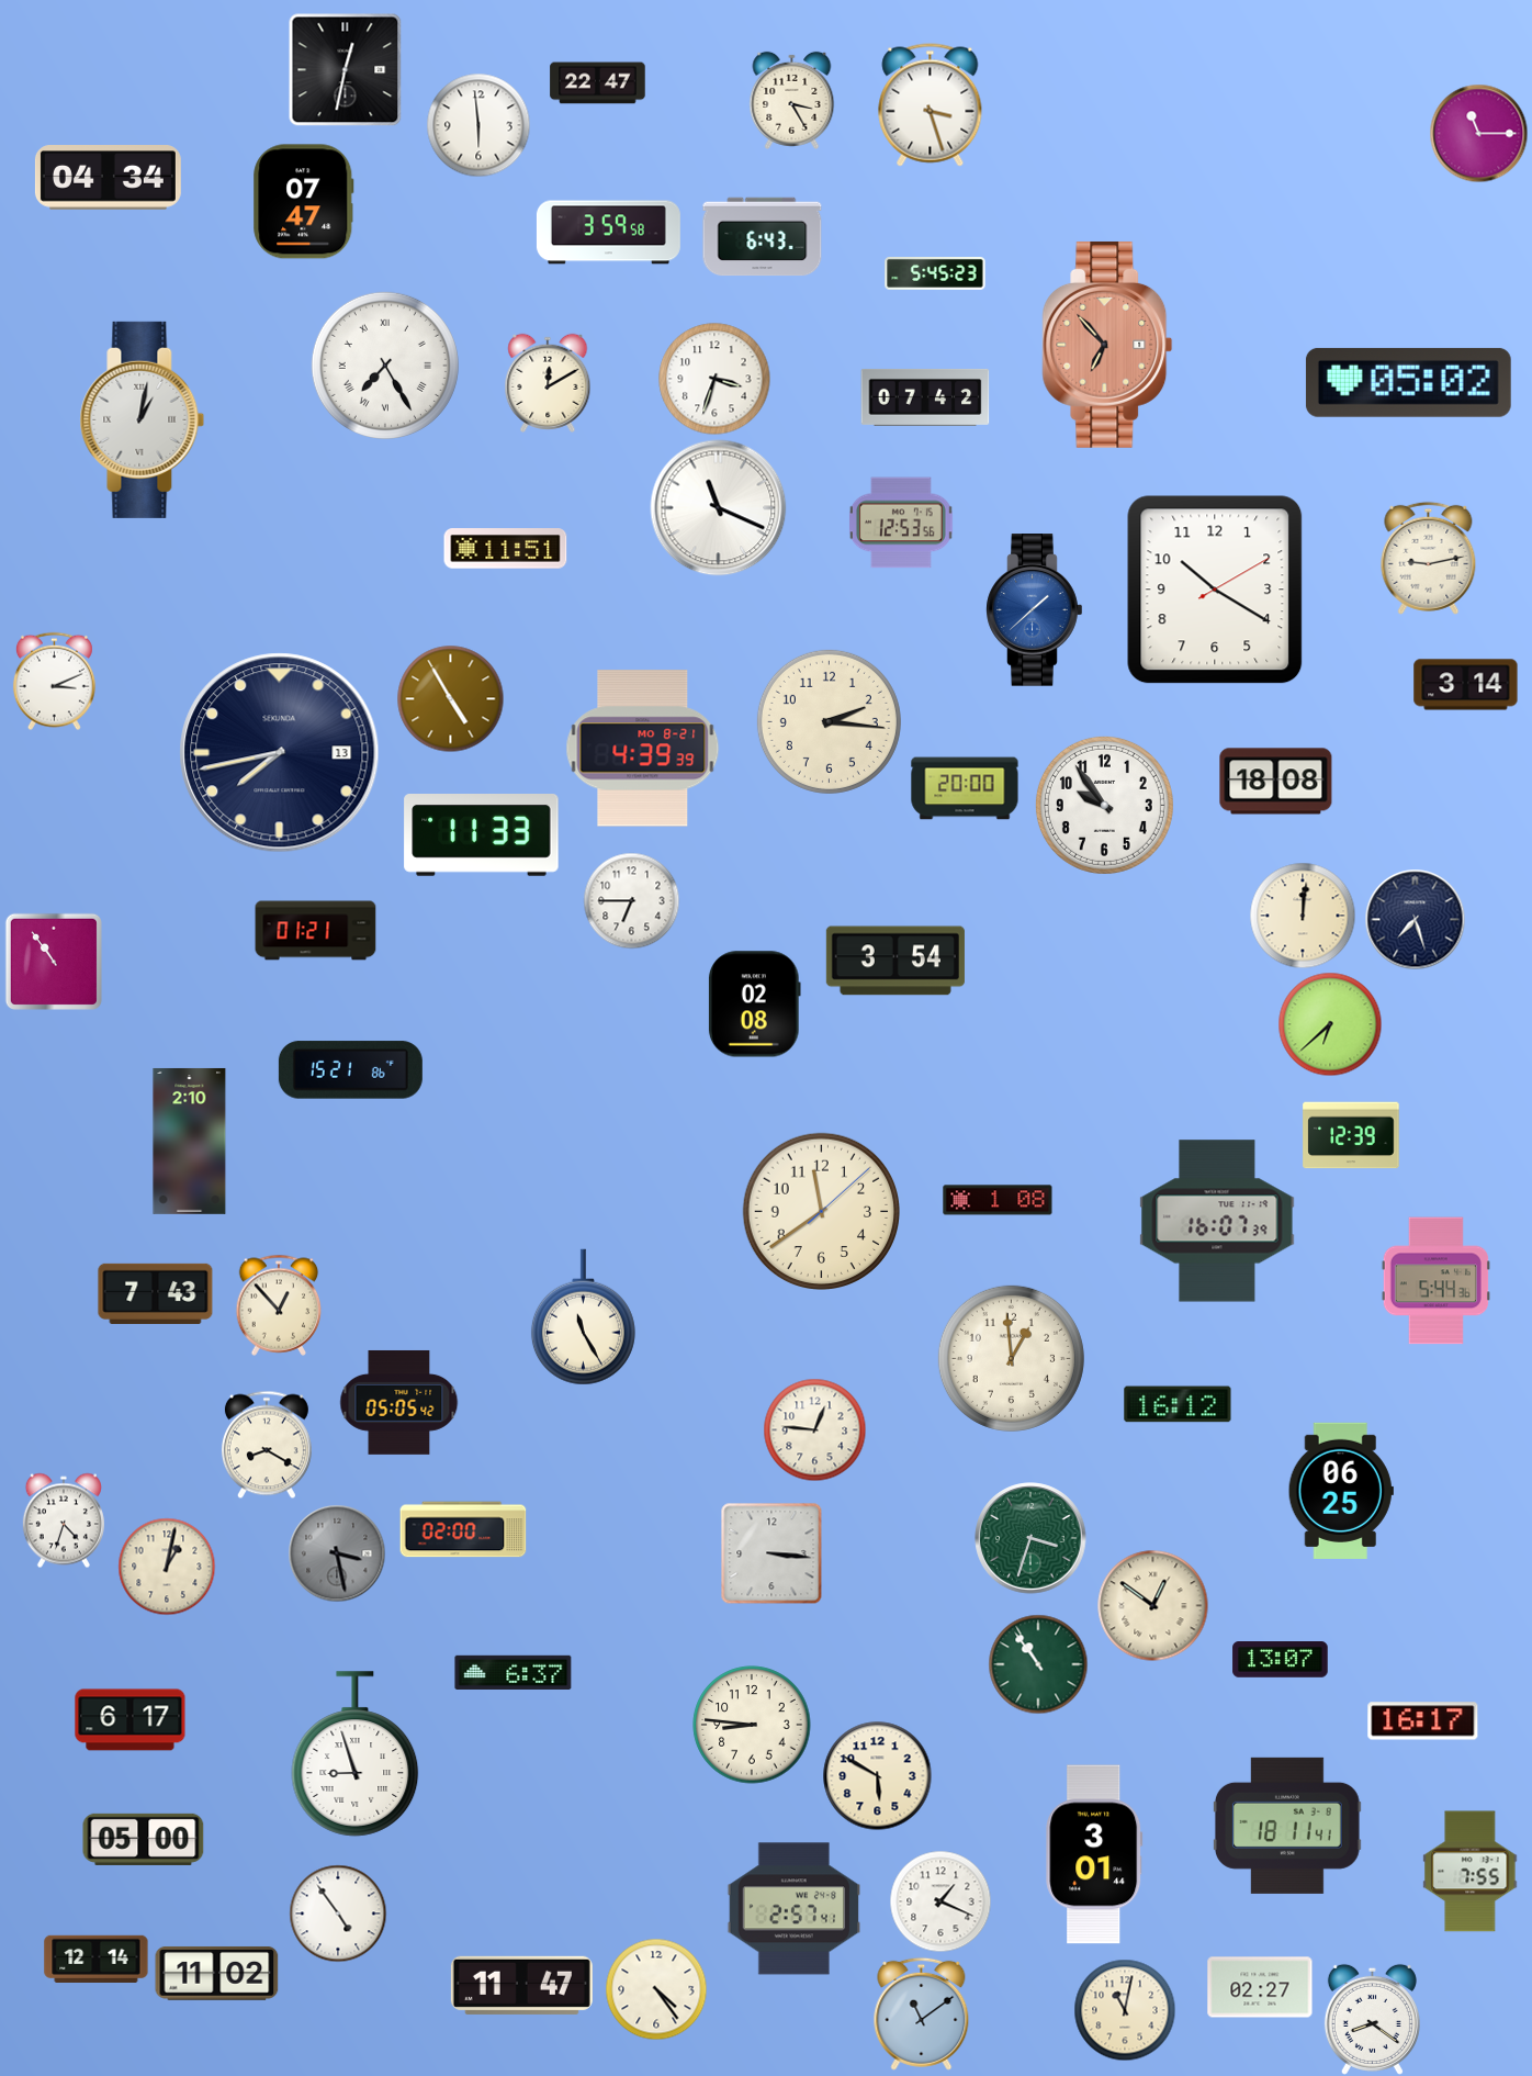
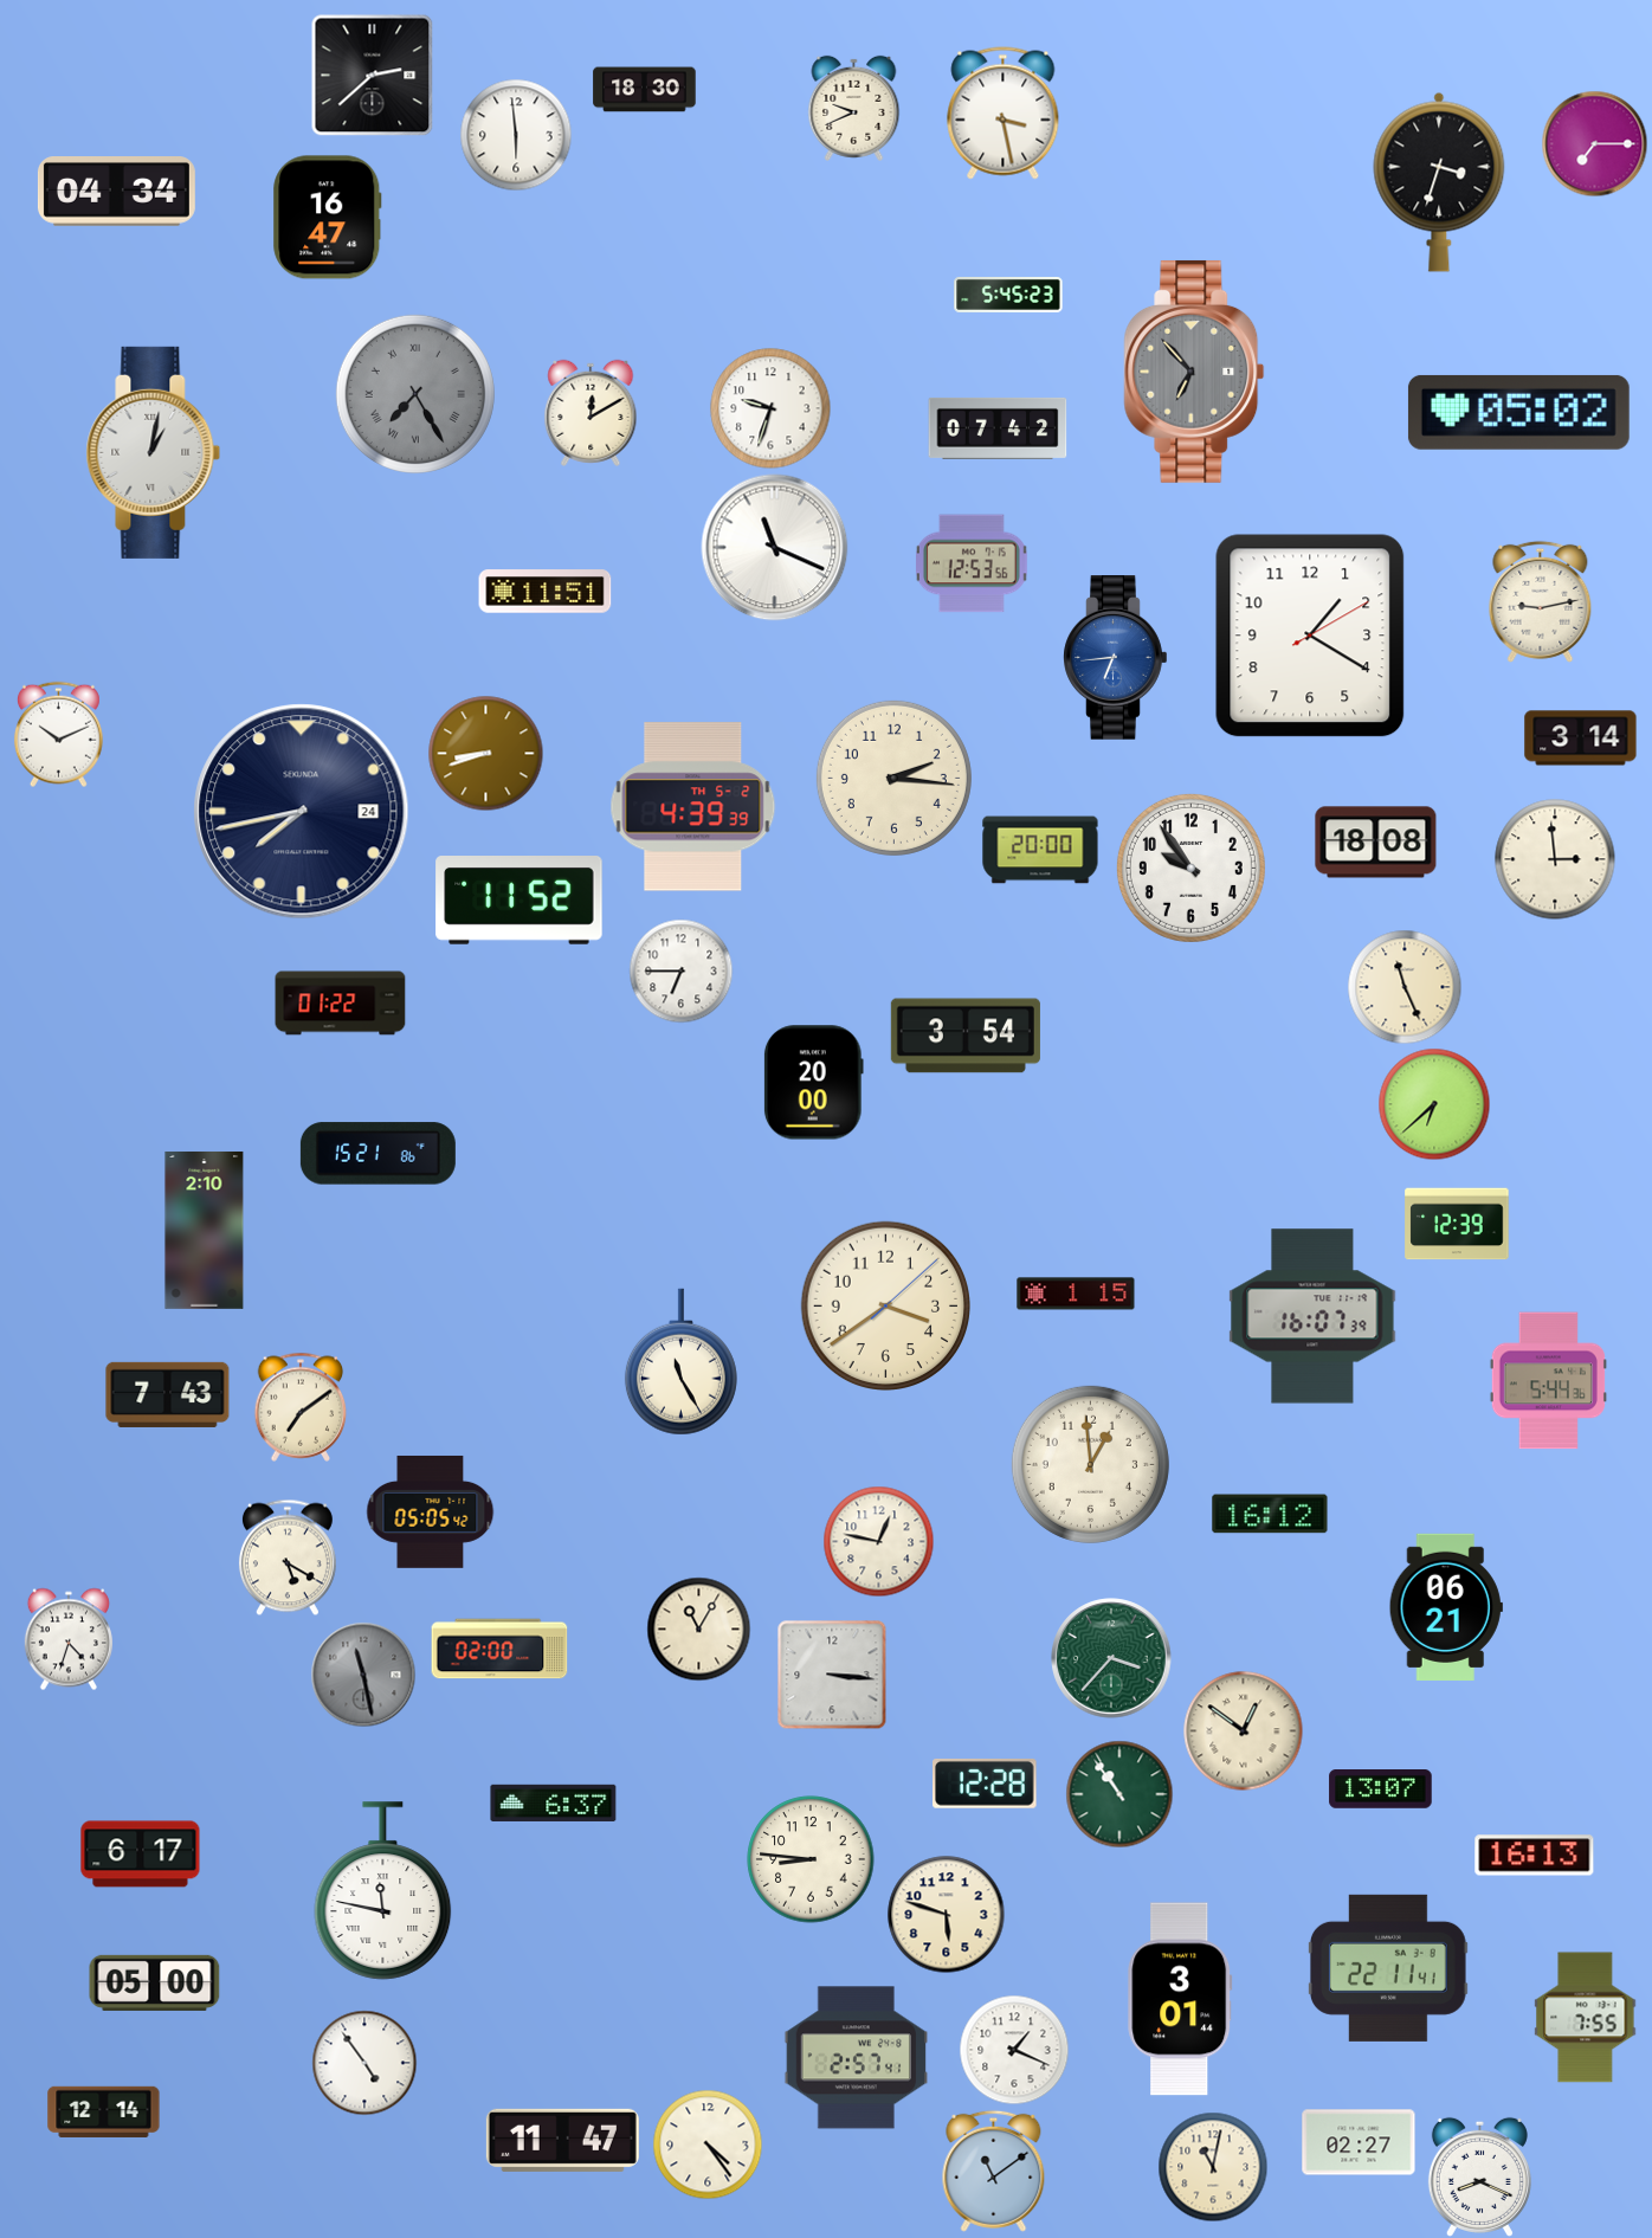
clock at (345, 69): 12:32 -> 2:38
clock at (598, 83): 22:47 -> 18:30
clock at (792, 100): 3:25 -> 9:41
clock at (931, 105): 3:27 -> 3:28
clock at (1478, 133): 11:15 -> 7:15
clock at (1439, 182): none -> 3:33
clock at (304, 202): 07:47 -> 16:47
clock at (608, 233): 3:59 -> none
clock at (763, 237): 6:43 -> none
clock at (1107, 345) dial: salmon -> grey
clock at (385, 366) dial: white -> grey
clock at (714, 379): 3:33 -> 9:33
clock at (1215, 590): 10:20 -> 1:20
clock at (1035, 610): 1:38 -> 6:44
clock at (54, 681): 3:11 -> 10:11
clock at (450, 698): 4:55 -> 8:42
clock at (643, 749) date: MO 8-21 -> TH 5-2
clock at (280, 753) date: 13 -> 24
clock at (1555, 859): none -> 2:59
clock at (482, 835): 11:33 -> 11:52
clock at (1303, 916): 12:01 -> 11:26
clock at (1415, 919): 7:27 -> none
clock at (316, 931): 01:21 -> 01:22
clock at (54, 962): 10:54 -> none
clock at (754, 1005): 02:08 -> 20:00
clock at (998, 1200): 1:08 -> 1:15
clock at (822, 1212): 11:39 -> 3:39
clock at (279, 1305): 12:53 -> 7:09
clock at (583, 1317) position: (583, 1317) -> (680, 1362)
clock at (814, 1429): 12:46 -> 12:47
clock at (267, 1445): 8:20 -> 5:20
clock at (1341, 1491): 06:25 -> 06:21
clock at (698, 1628): none -> 11:05
clock at (1030, 1538): 3:33 -> 3:37
clock at (337, 1553): 3:28 -> 11:28
clock at (167, 1567): 1:02 -> none
clock at (985, 1784): none -> 12:28
clock at (1423, 1721): 16:17 -> 16:13
clock at (356, 1754): 8:57 -> 11:47
clock at (878, 1776): 5:50 -> 5:48
clock at (1287, 1826): 18:11 -> 22:11
clock at (217, 1973): 11:02 -> none
clock at (1372, 2019): 8:21 -> 8:19
